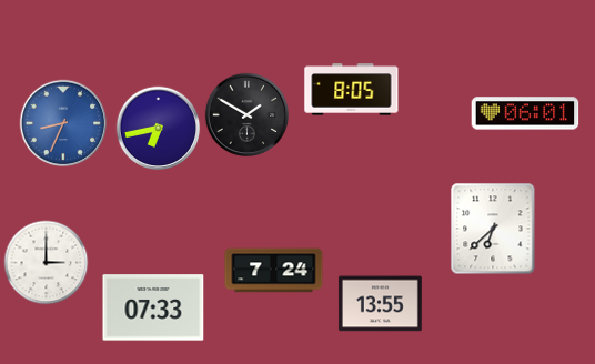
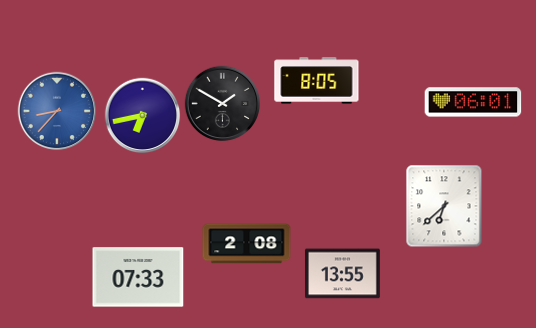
clock at (63, 123): 8:34 -> 8:37
clock at (47, 263): 3:00 -> none
clock at (274, 271): 7:24 -> 2:08
